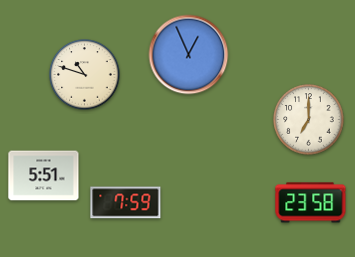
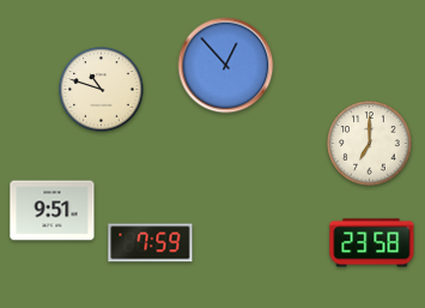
clock at (189, 55): 12:56 -> 12:53
clock at (44, 176): 5:51 -> 9:51
